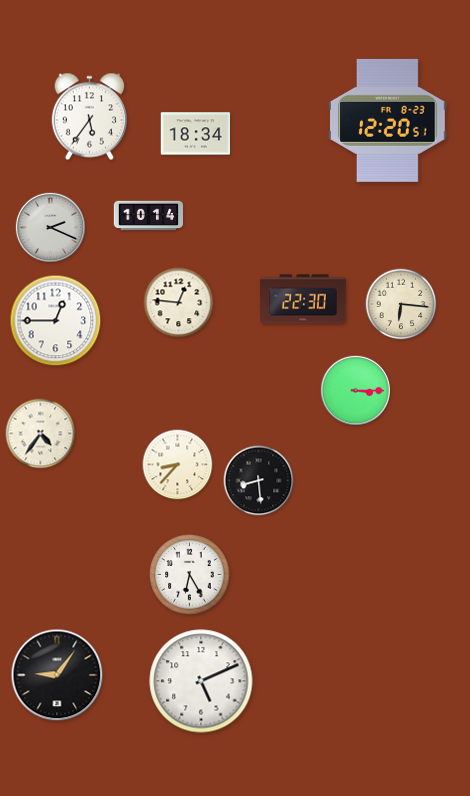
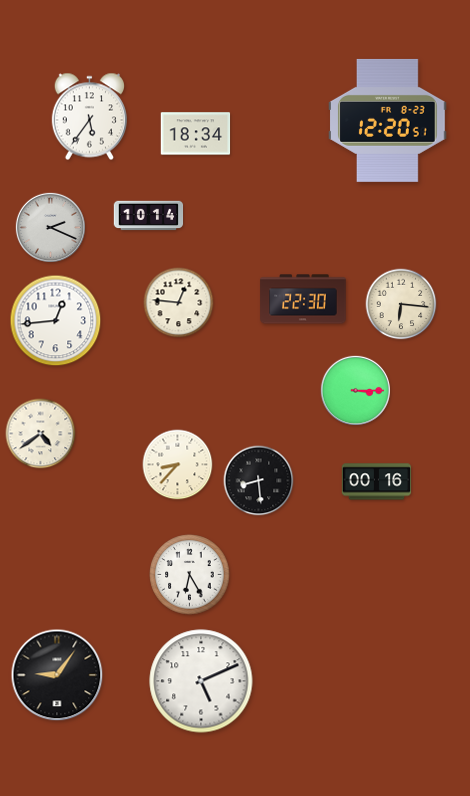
clock at (56, 321): 12:45 -> 12:44
clock at (41, 434): 4:36 -> 4:39
clock at (377, 482): none -> 00:16
